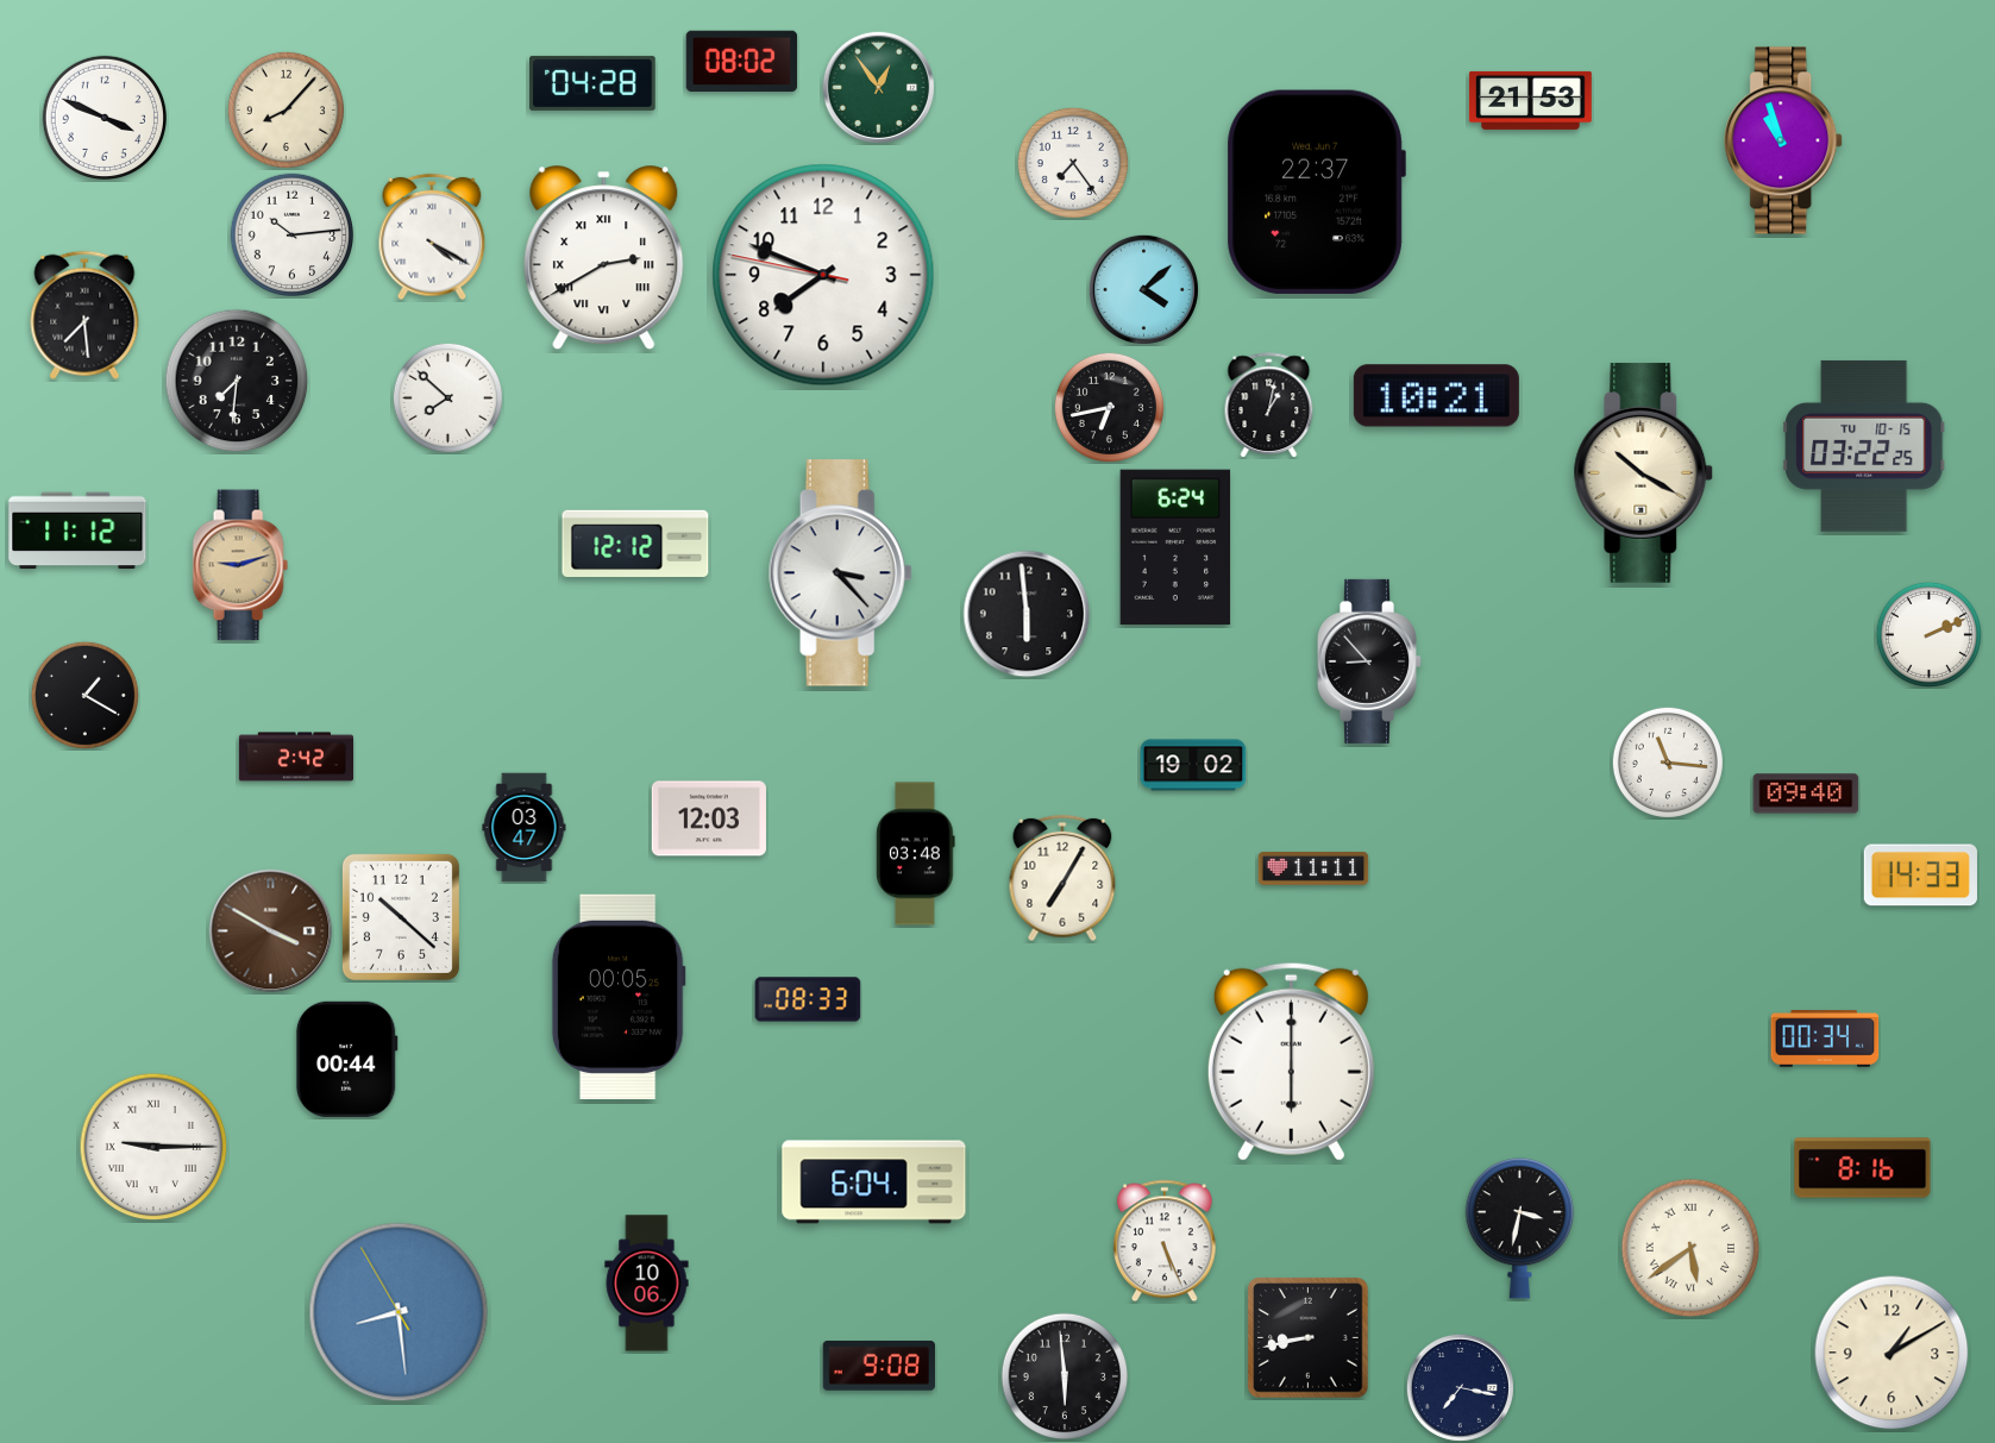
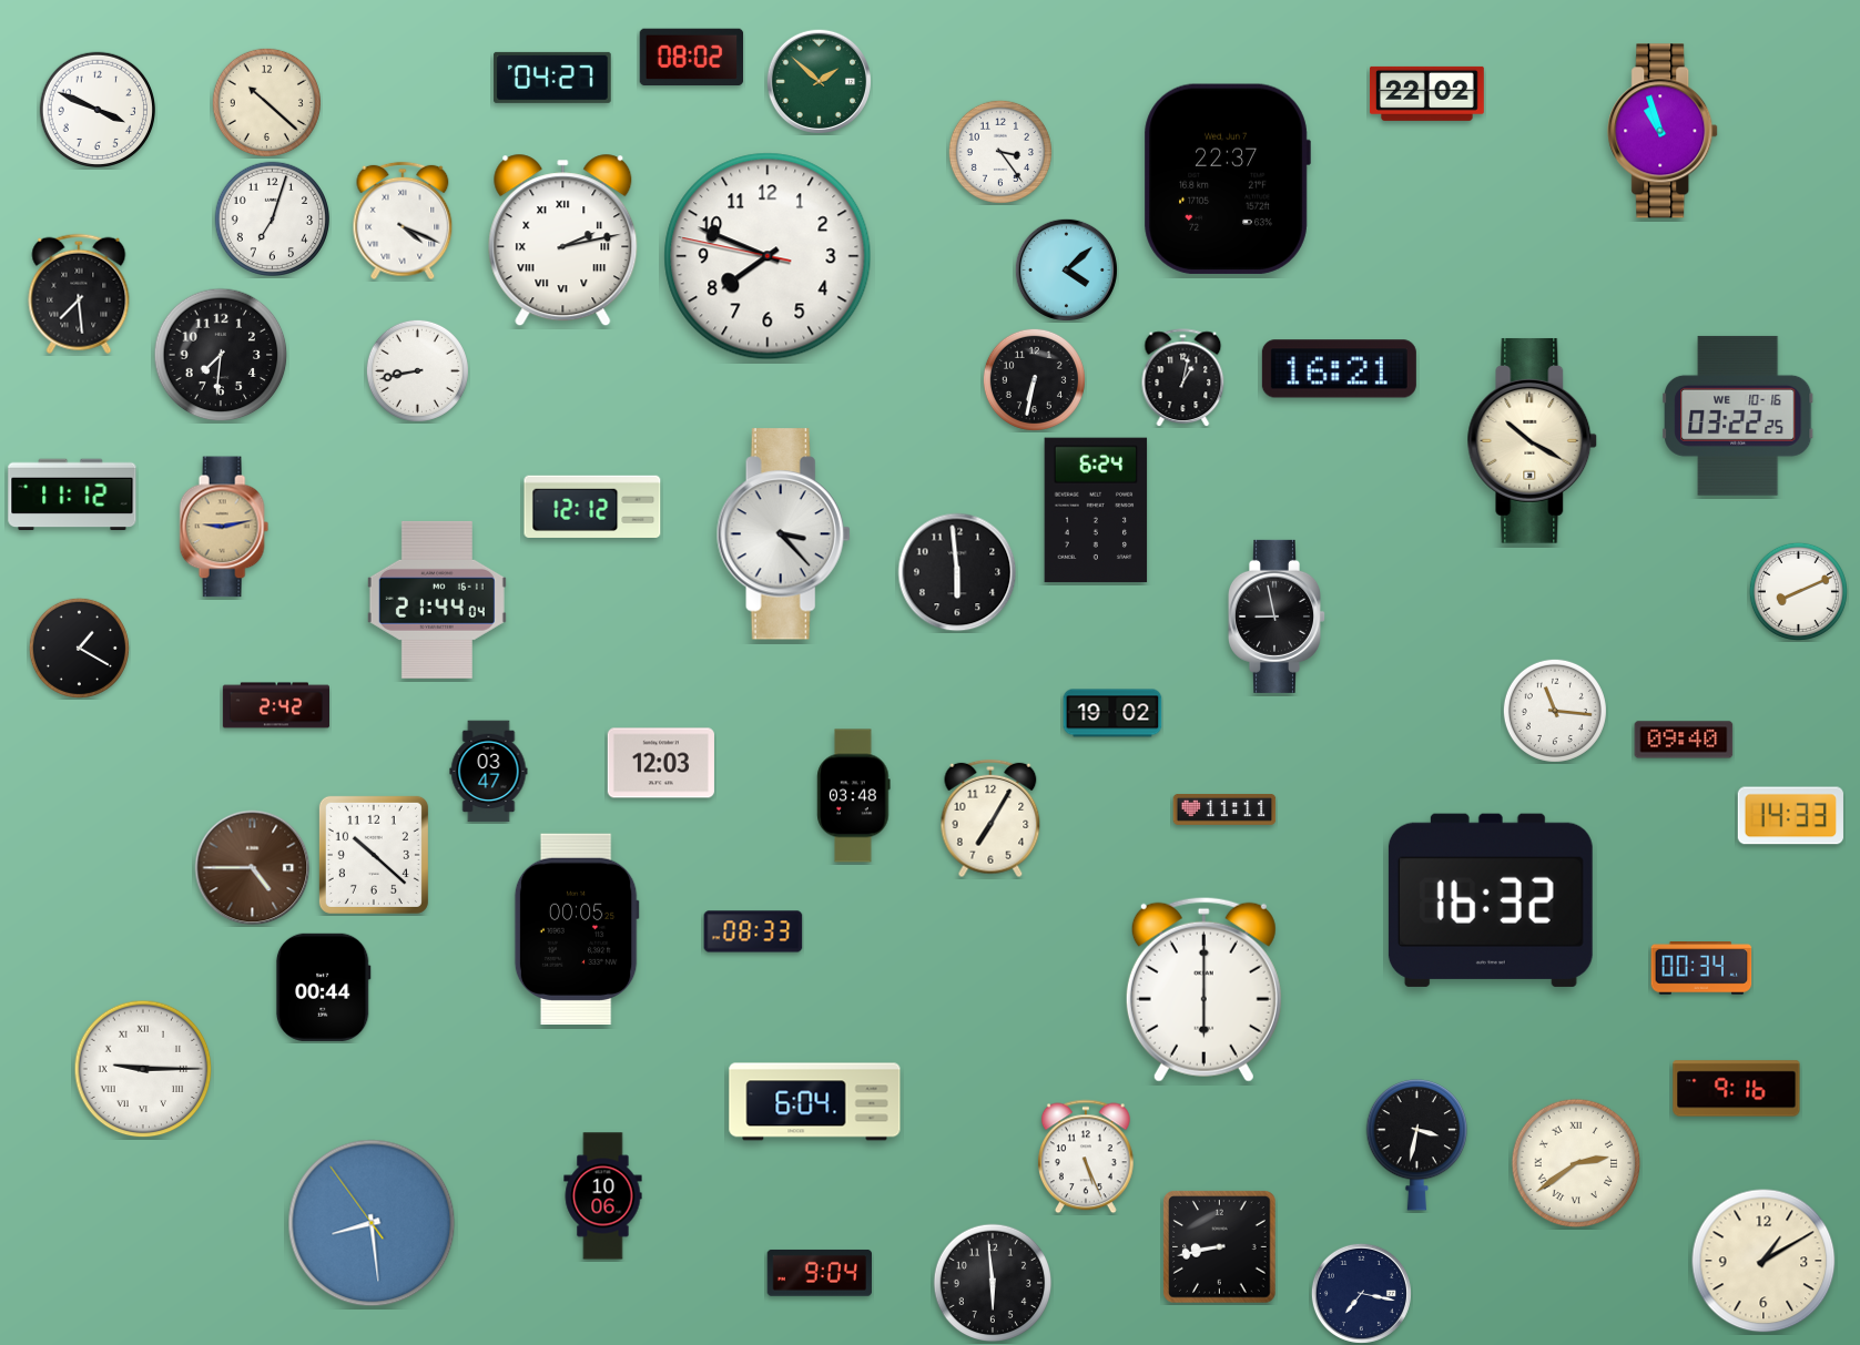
clock at (592, 83): 04:28 -> 04:27
clock at (878, 87): 12:54 -> 1:52
clock at (1531, 100): 21:53 -> 22:02
clock at (286, 109): 8:07 -> 10:22
clock at (1073, 163): 7:24 -> 3:24
clock at (291, 234): 10:14 -> 7:03
clock at (432, 237): 4:20 -> 4:19
clock at (604, 258): 2:40 -> 2:13
clock at (1436, 396): 10:21 -> 16:21
clock at (447, 397): 7:52 -> 8:43
clock at (1109, 407): 6:43 -> 6:32
clock at (1865, 446) date: TU 10-15 -> WE 10-16
clock at (240, 565): 9:12 -> 9:13
clock at (1928, 634): 2:11 -> 8:11
clock at (437, 600): none -> 21:44
clock at (1368, 661): 8:53 -> 8:58
clock at (271, 931): 3:50 -> 4:45
clock at (1491, 900): none -> 16:32
clock at (1863, 1168): 8:16 -> 9:16
clock at (1690, 1248): 5:39 -> 2:39
clock at (399, 1312): 8:28:55 -> 8:28:54
clock at (879, 1366): 9:08 -> 9:04
